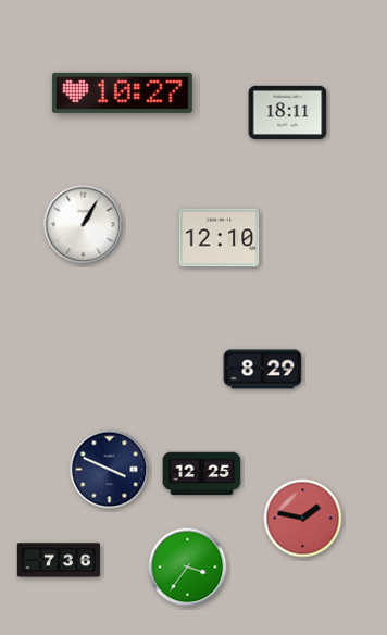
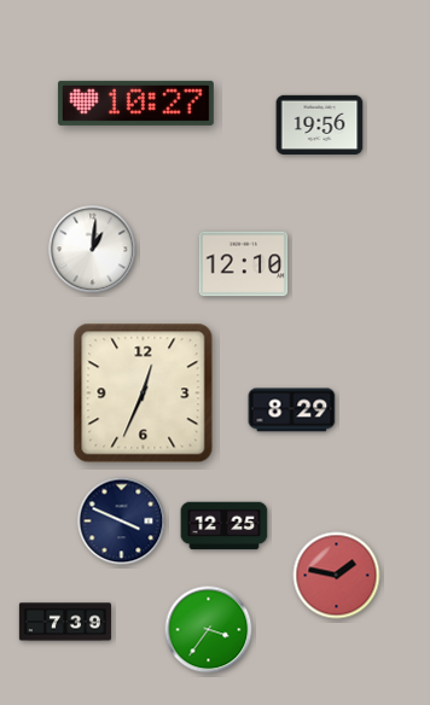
clock at (288, 112): 18:11 -> 19:56
clock at (84, 225): 1:05 -> 1:01
clock at (144, 394): none -> 12:34
clock at (59, 560): 7:36 -> 7:39
